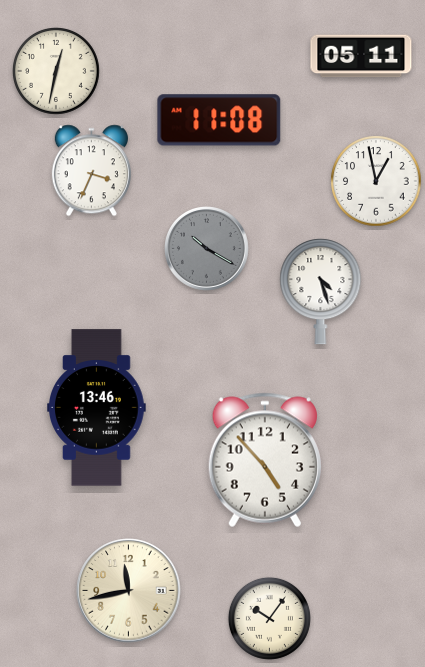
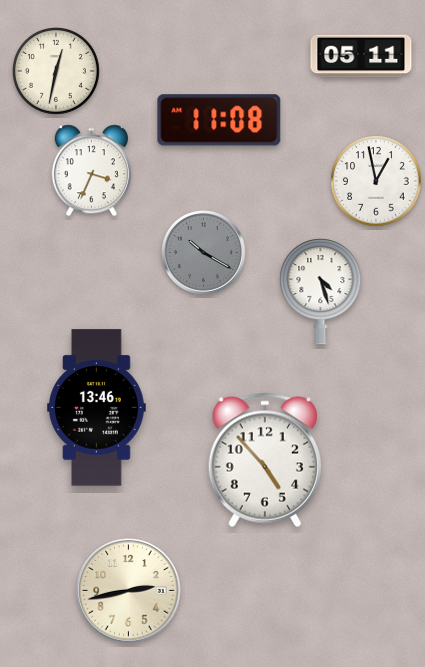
clock at (207, 249) position: (207, 249) -> (204, 253)
clock at (129, 591): 11:43 -> 2:43
clock at (269, 618): 10:06 -> none
